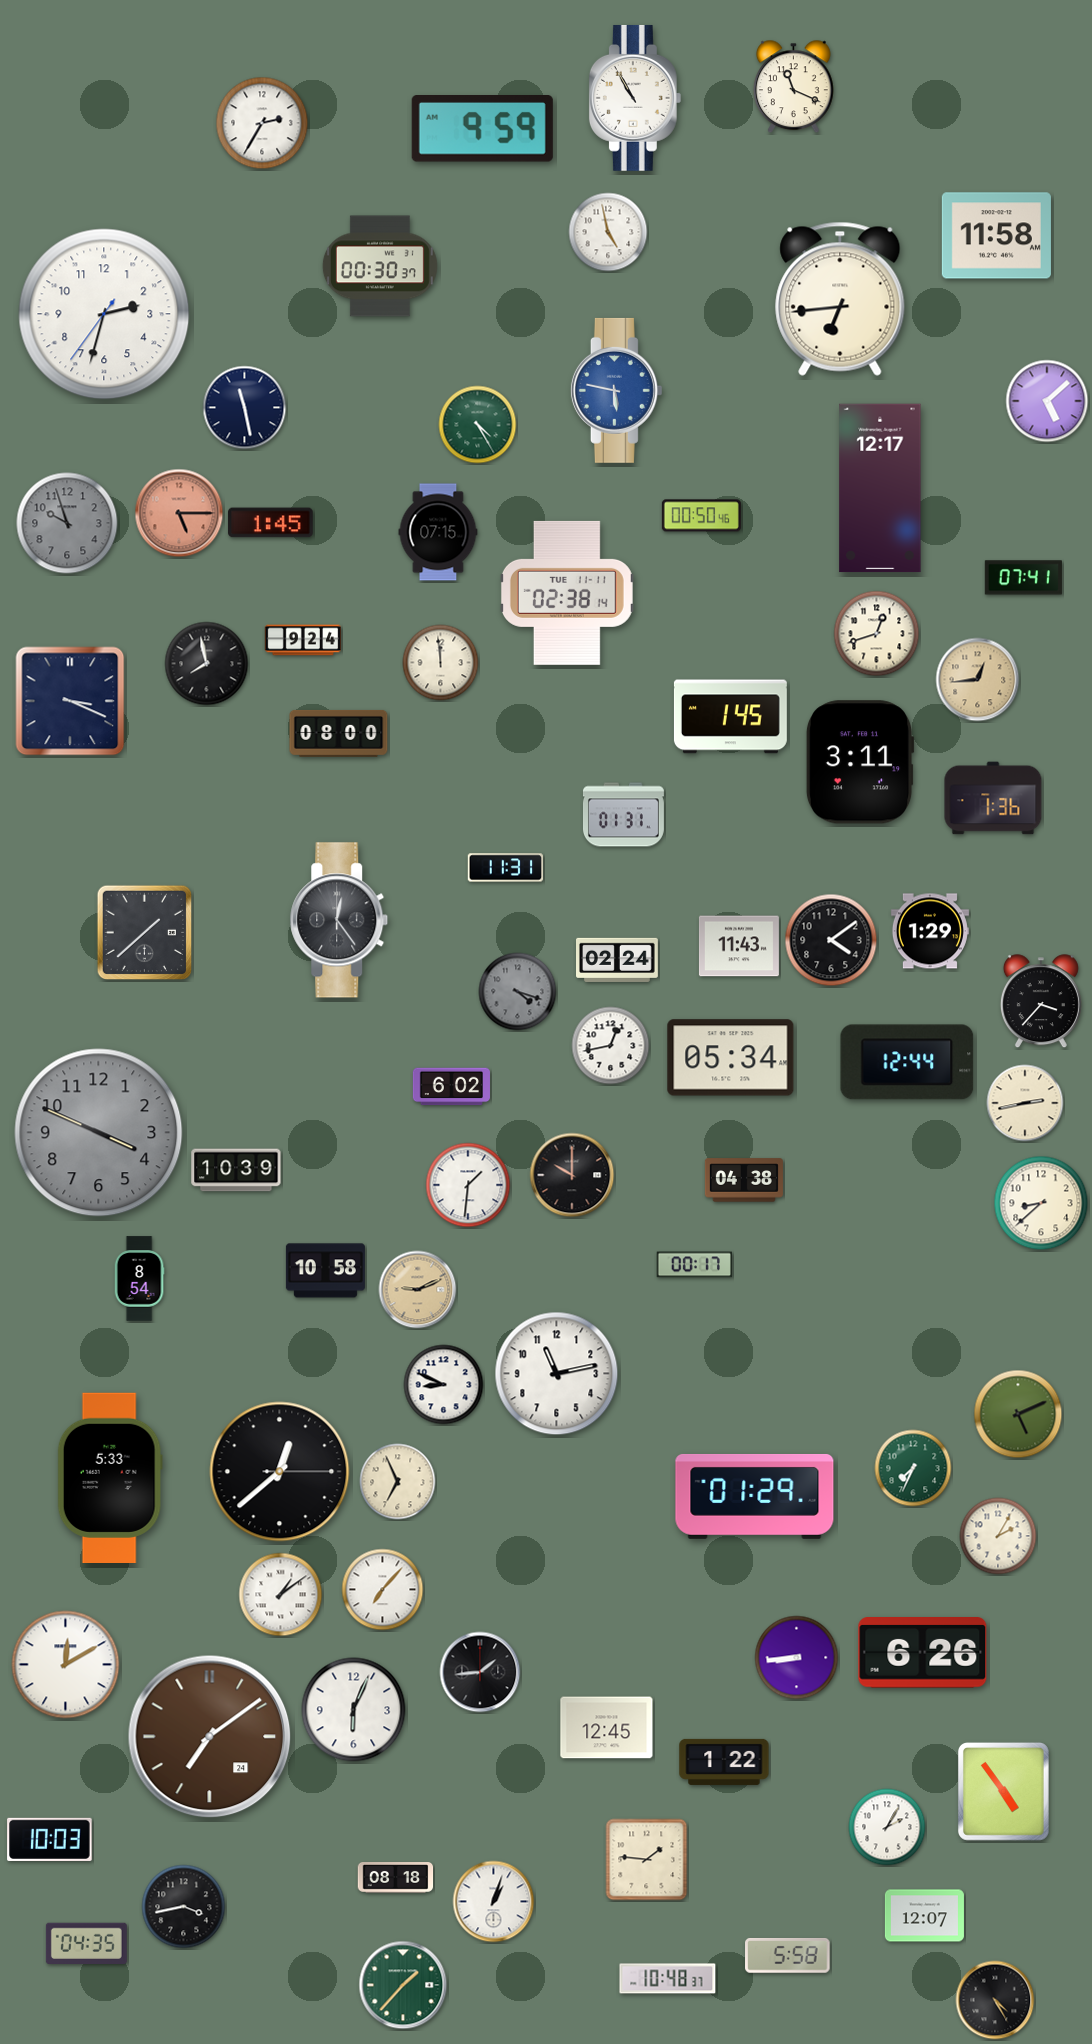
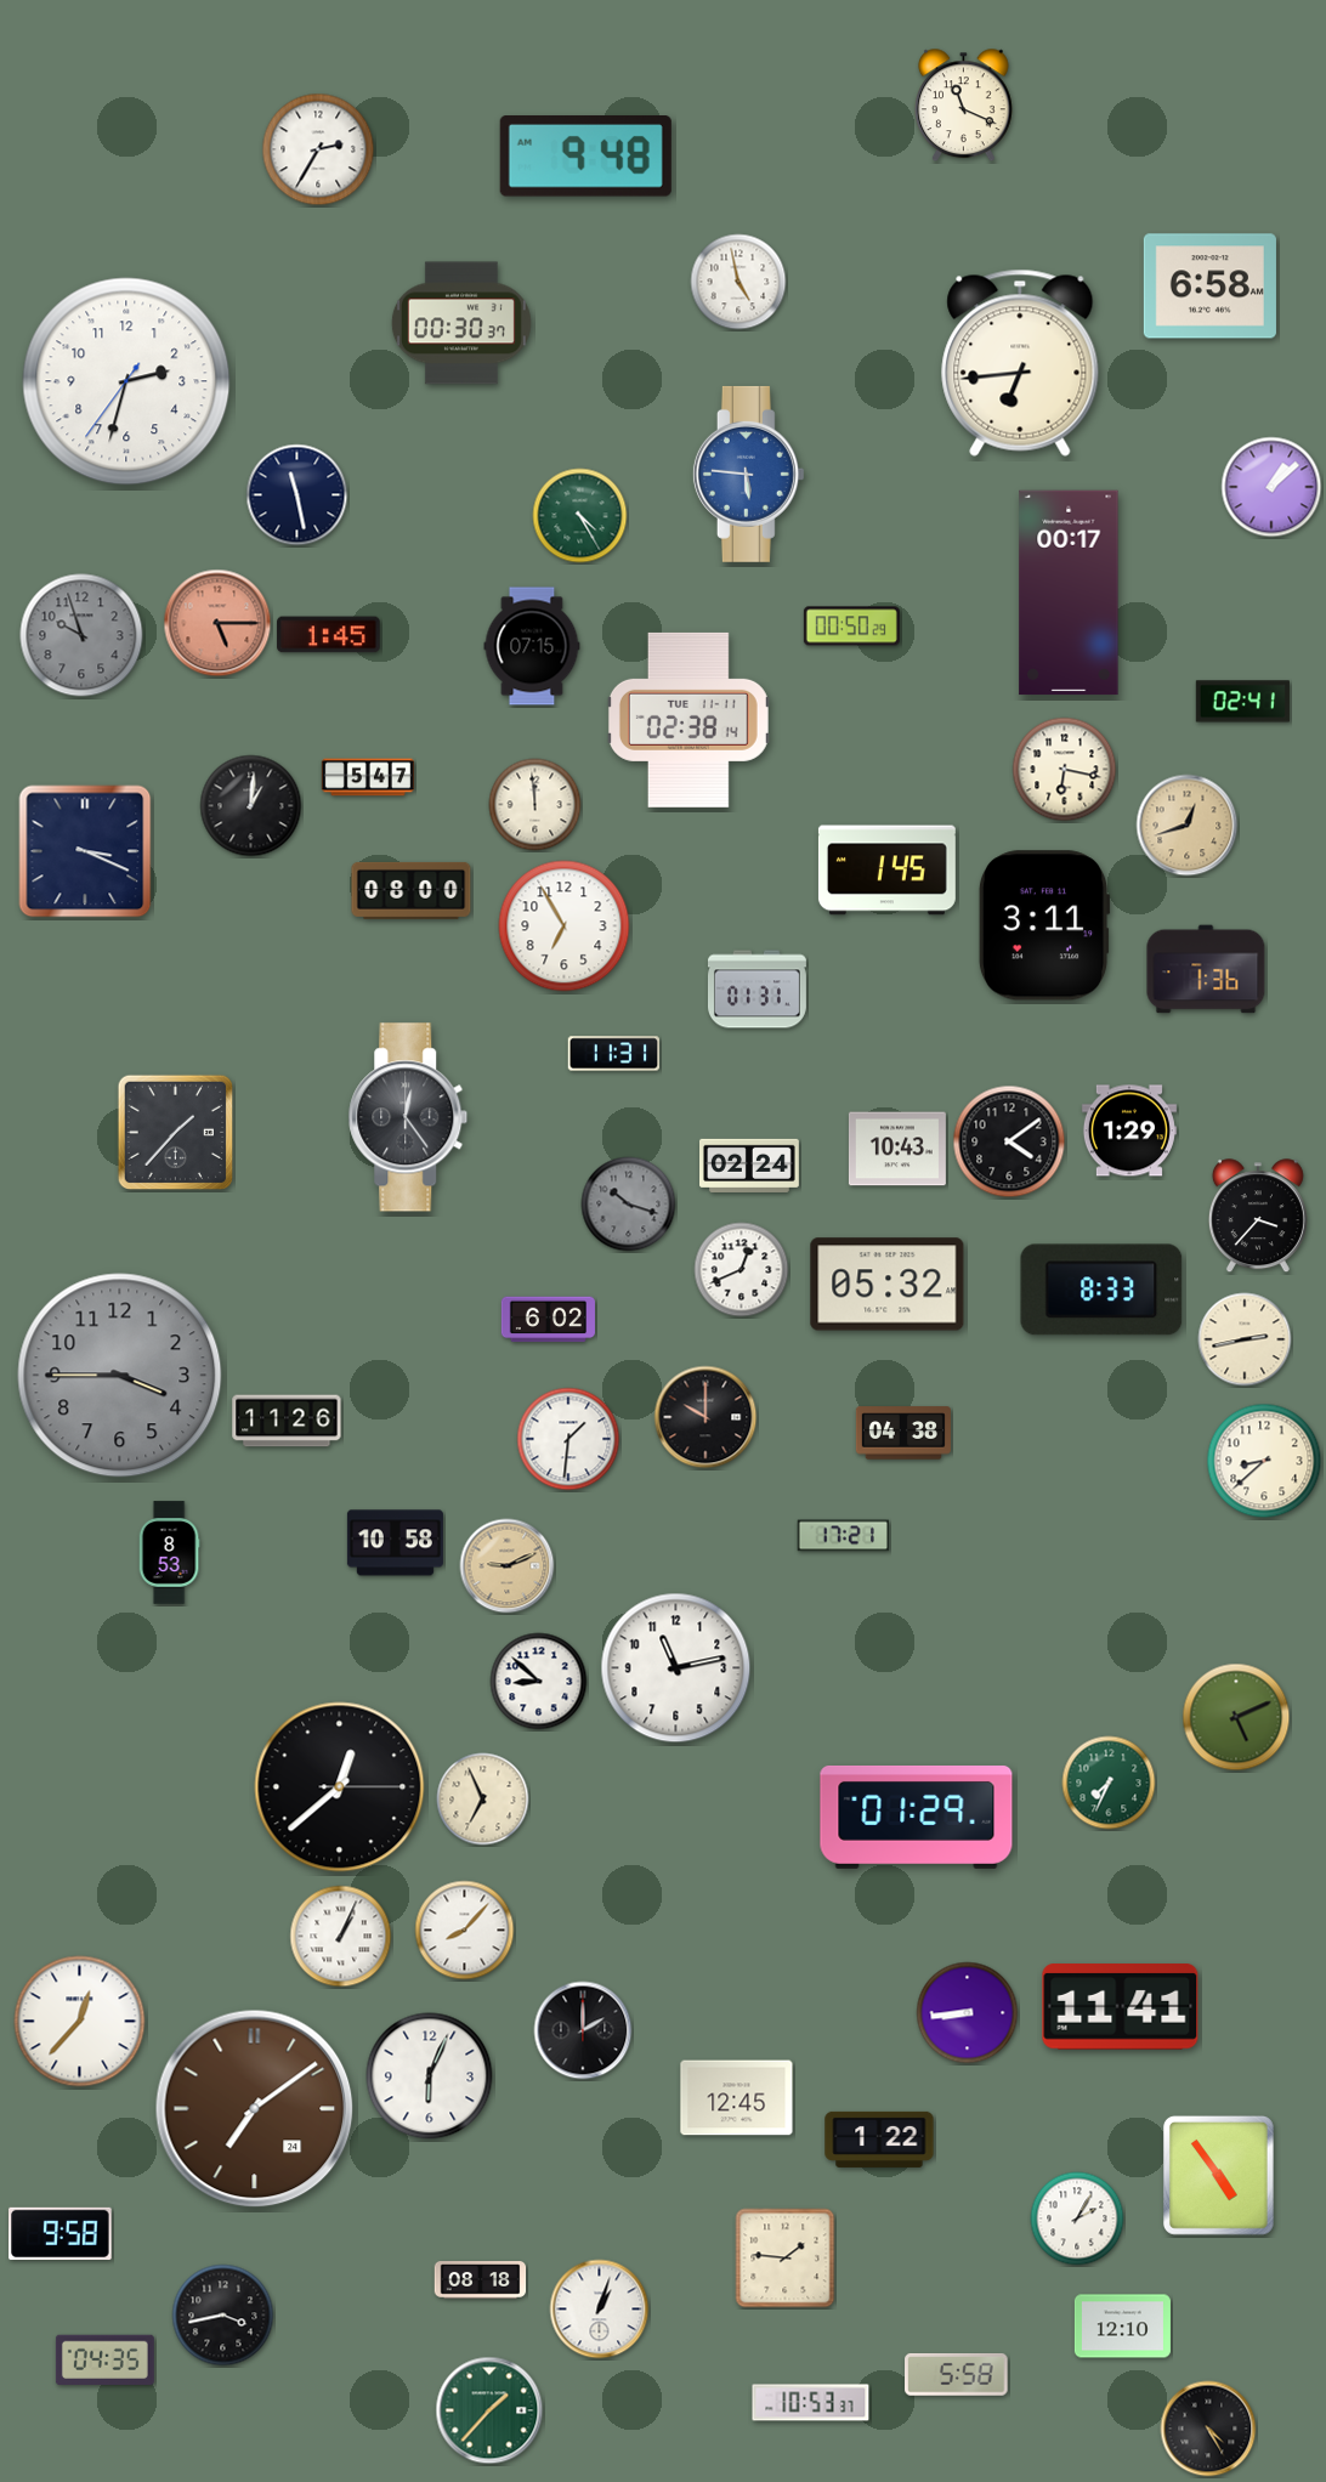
clock at (635, 98): 10:55 -> none
clock at (482, 129): 9:59 -> 9:48
clock at (996, 236): 11:58 -> 6:58
clock at (616, 390): 5:47 -> 5:46
clock at (1047, 401): 5:08 -> 1:08
clock at (880, 488): 12:17 -> 00:17
clock at (701, 516): 00:50:46 -> 00:50:29
clock at (1023, 578): 07:41 -> 02:41
clock at (877, 634): 12:42 -> 6:17
clock at (303, 640): 9:24 -> 5:47
clock at (207, 664): 7:58 -> 1:01
clock at (978, 680): 12:44 -> 12:42
clock at (565, 926): none -> 6:55
clock at (339, 920) position: (339, 920) -> (408, 1117)
clock at (145, 933): 1:38 -> 1:37
clock at (739, 946): 11:43 -> 10:43
clock at (518, 992): 4:18 -> 10:18
clock at (1041, 1002) position: (1041, 1002) -> (1258, 1217)
clock at (611, 1046): 12:43 -> 12:41
clock at (731, 1058): 05:34 -> 05:32
clock at (907, 1062): 12:44 -> 8:33
clock at (99, 1133): 3:49 -> 3:45
clock at (236, 1170): 10:39 -> 11:26
clock at (572, 1175) position: (572, 1175) -> (705, 1417)
clock at (695, 1265): 00:17 -> 17:21
clock at (139, 1279): 8:54 -> 8:53
clock at (444, 1385): 8:49 -> 8:52
clock at (110, 1477): 5:33 -> none
clock at (998, 1536): 2:05 -> none
clock at (383, 1590): 7:07 -> 8:07
clock at (281, 1595): 1:09 -> 1:04
clock at (923, 1653): 6:26 -> 11:41
clock at (66, 1665): 12:10 -> 12:37
clock at (480, 1672): 1:44 -> 2:00
clock at (50, 1839): 10:03 -> 9:58
clock at (924, 1916): 12:07 -> 12:10
clock at (668, 1979): 10:48 -> 10:53
